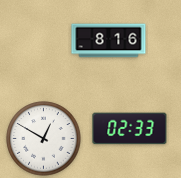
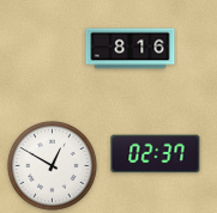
clock at (130, 129): 02:33 -> 02:37
